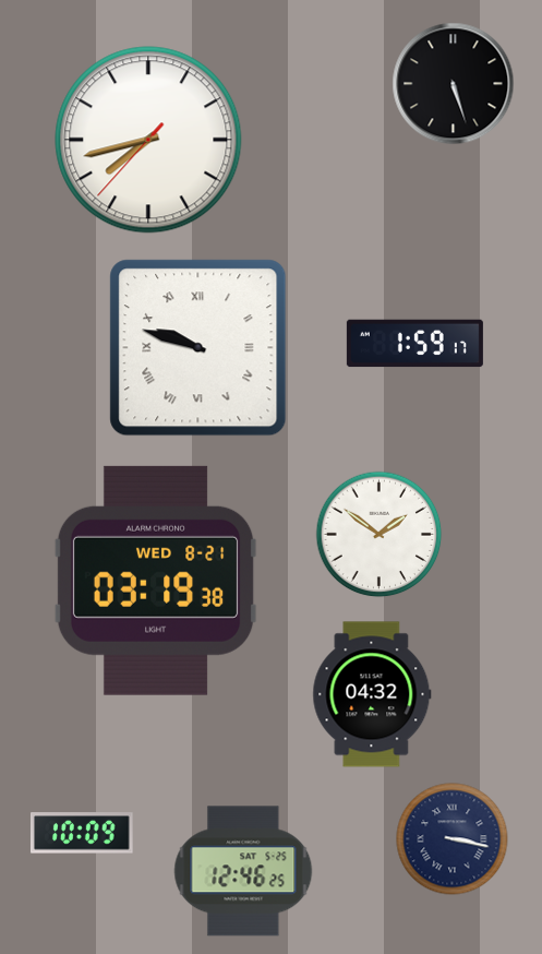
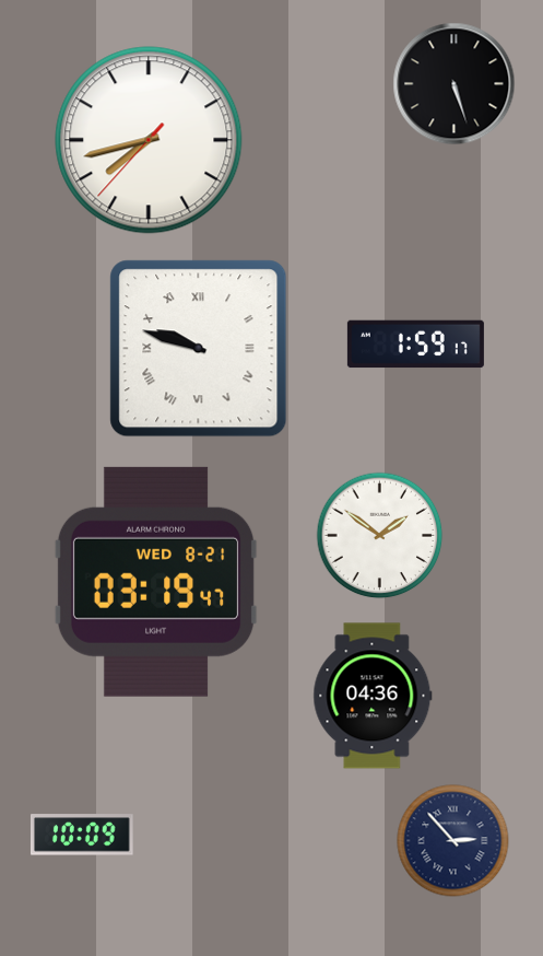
clock at (156, 581): 03:19:38 -> 03:19:47
clock at (372, 694): 04:32 -> 04:36
clock at (453, 839): 3:17 -> 2:53
clock at (243, 871): 12:46 -> none
